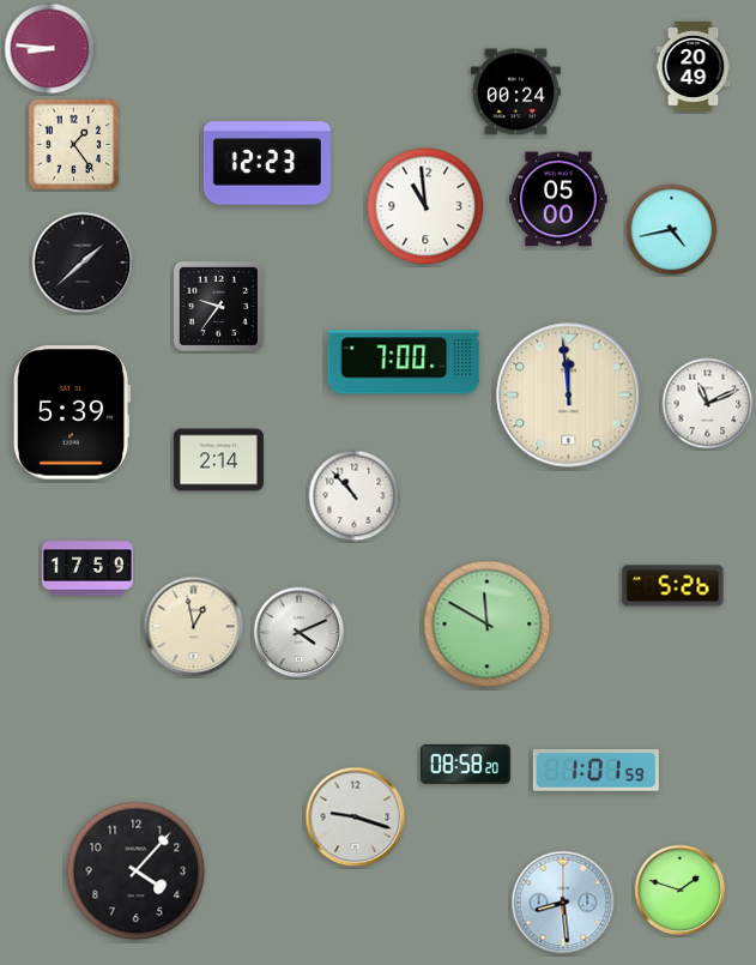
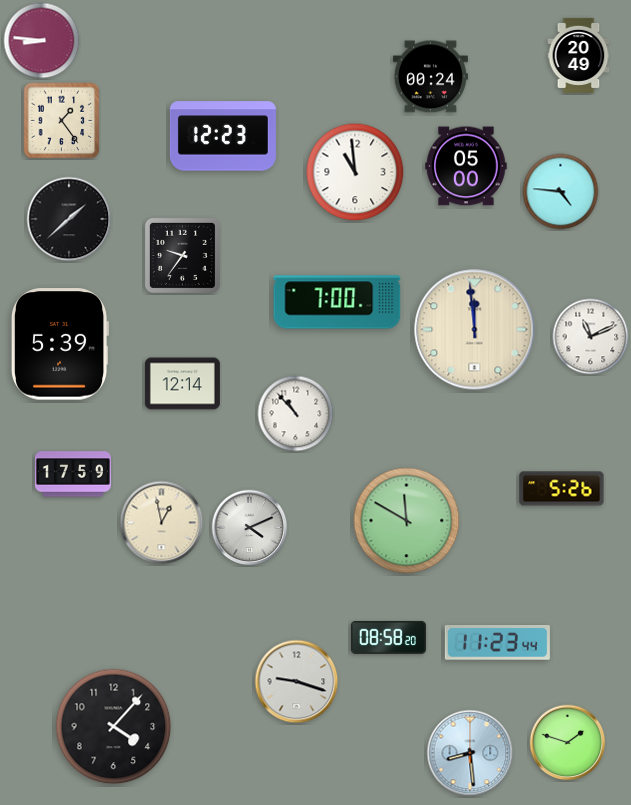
clock at (672, 230): 4:43 -> 4:46
clock at (218, 460): 2:14 -> 12:14
clock at (595, 771): 1:01 -> 11:23
